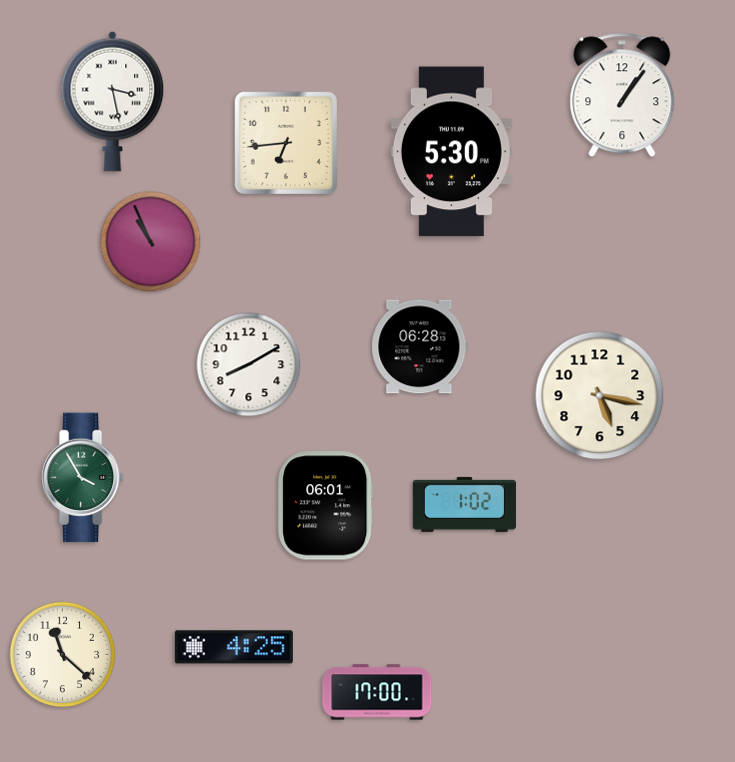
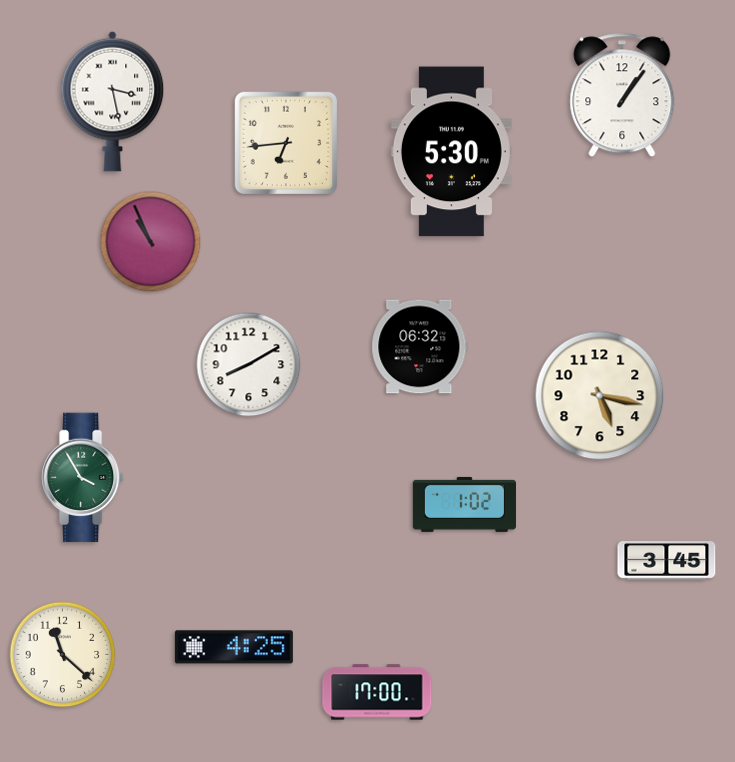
clock at (420, 347): 06:28 -> 06:32
clock at (326, 506): 06:01 -> none
clock at (667, 561): none -> 3:45
